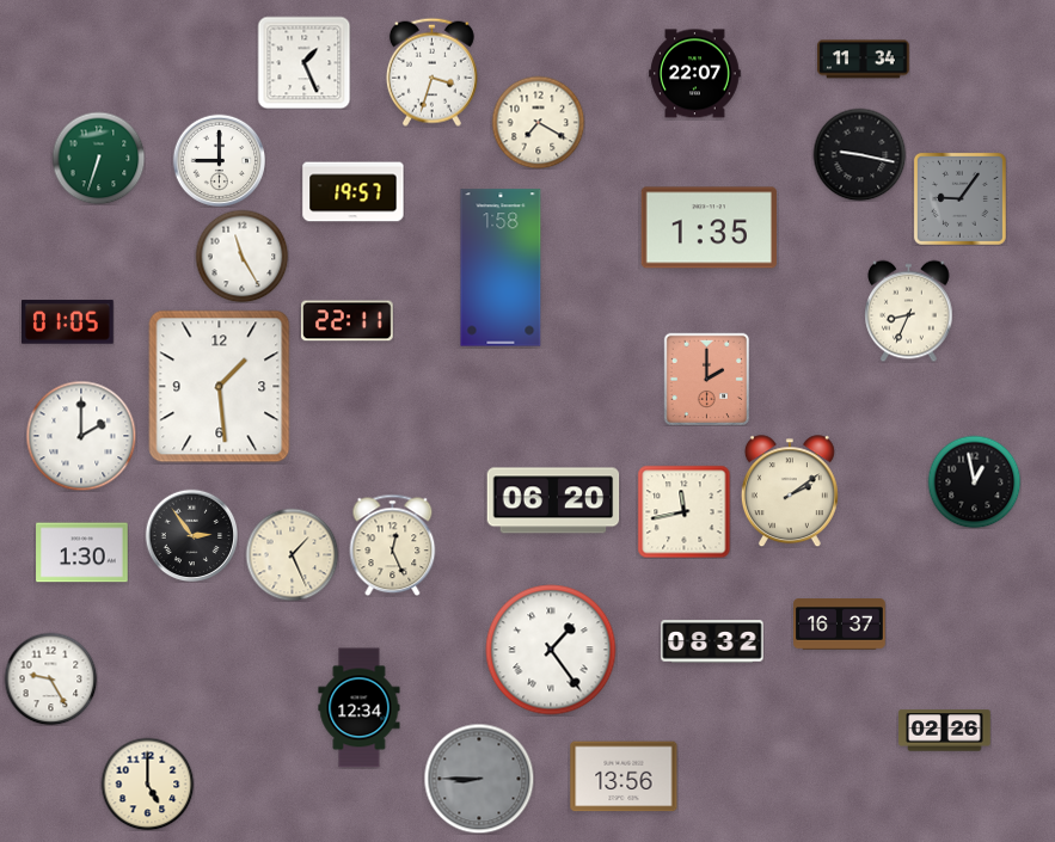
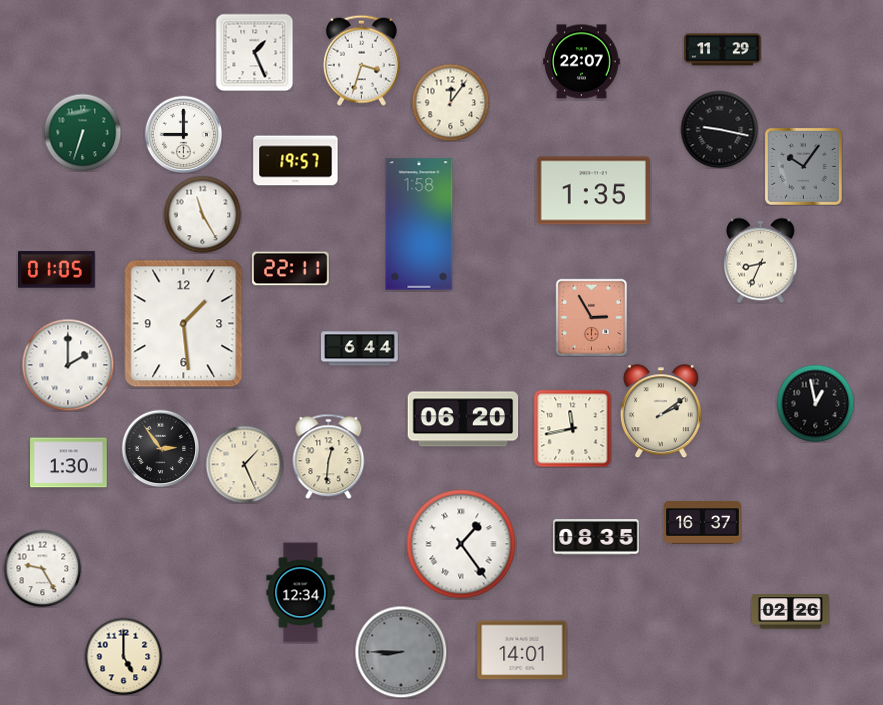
clock at (864, 60): 11:34 -> 11:29
clock at (538, 122): 7:20 -> 12:06
clock at (959, 198): 9:06 -> 10:06
clock at (706, 379): 2:00 -> 2:55
clock at (360, 349): none -> 6:44
clock at (393, 545): 12:26 -> 12:31
clock at (712, 641): 08:32 -> 08:35
clock at (624, 776): 13:56 -> 14:01
